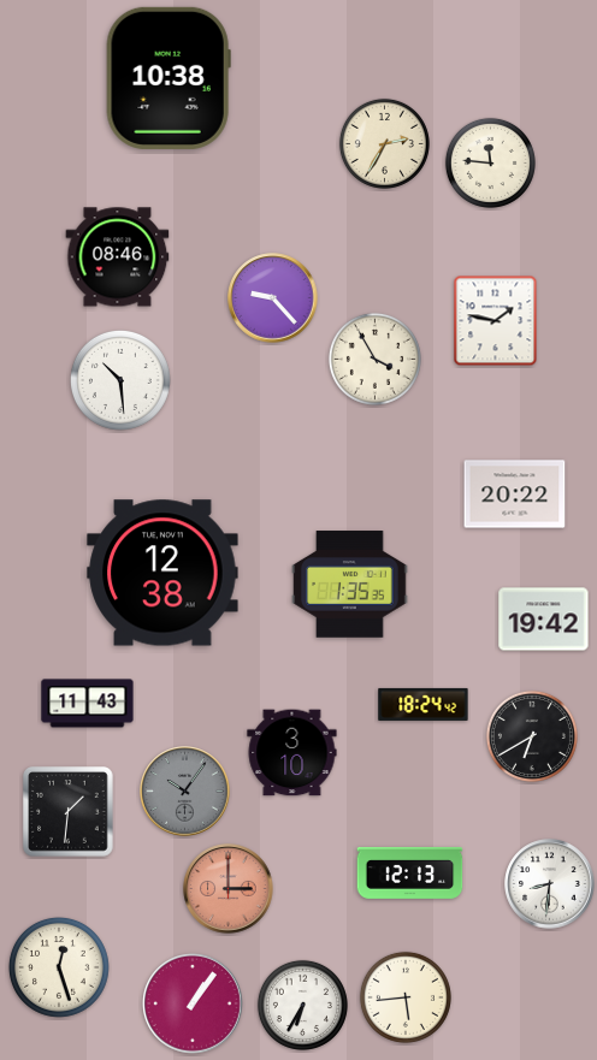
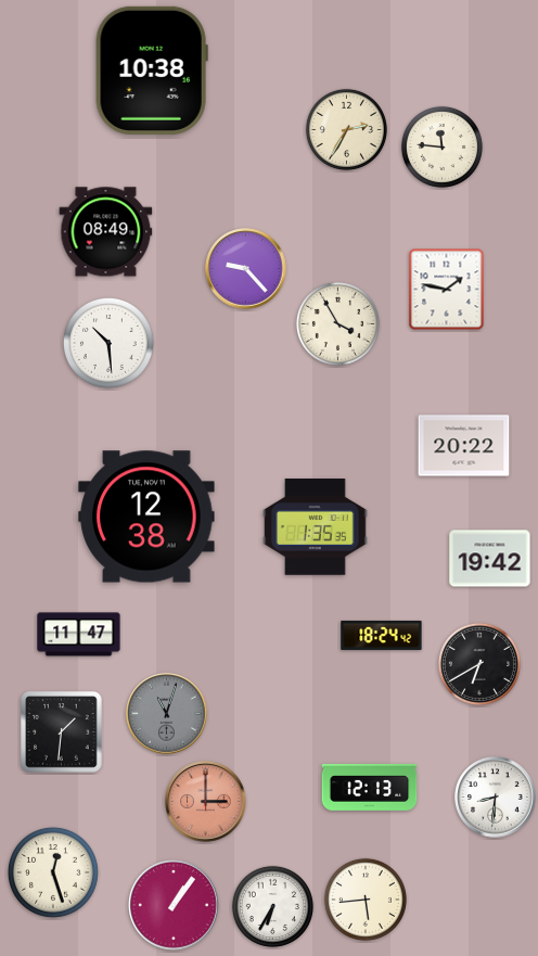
clock at (118, 257): 08:46 -> 08:49
clock at (88, 704): 11:43 -> 11:47
clock at (292, 753): 3:10 -> none
clock at (185, 792): 10:06 -> 11:03
